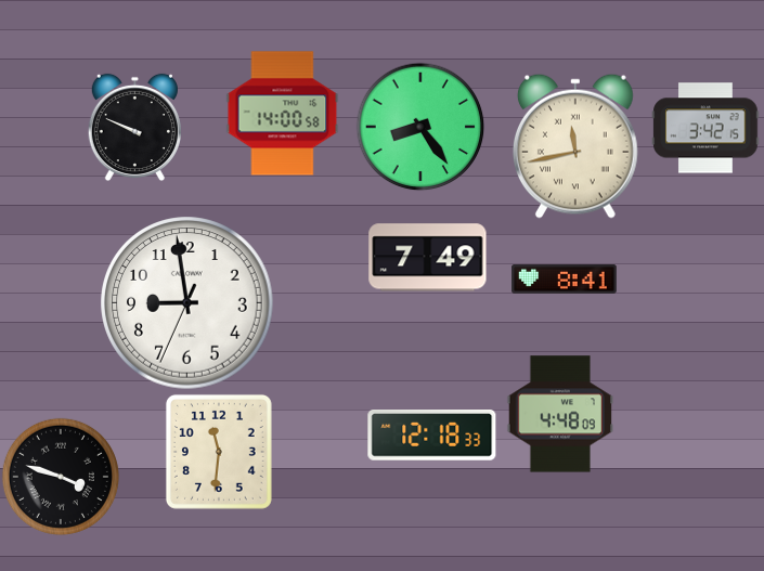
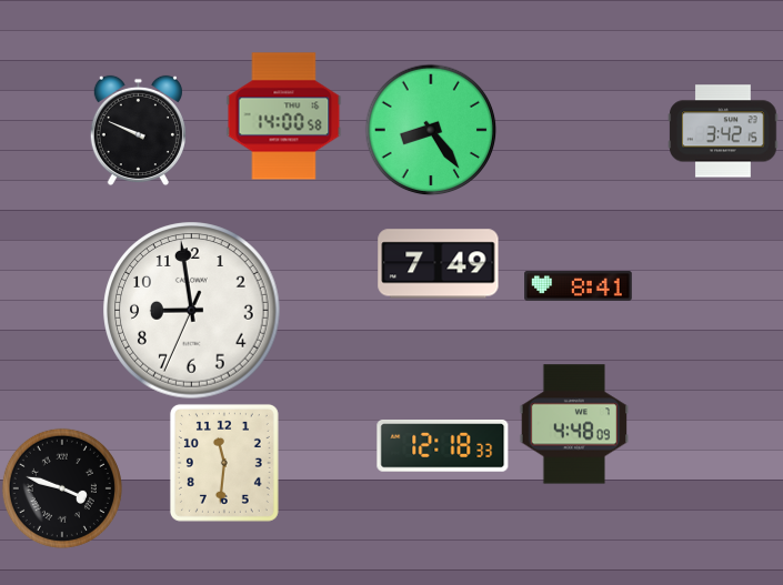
clock at (283, 114) position: (283, 114) -> (284, 117)
clock at (575, 146): 11:43 -> none
